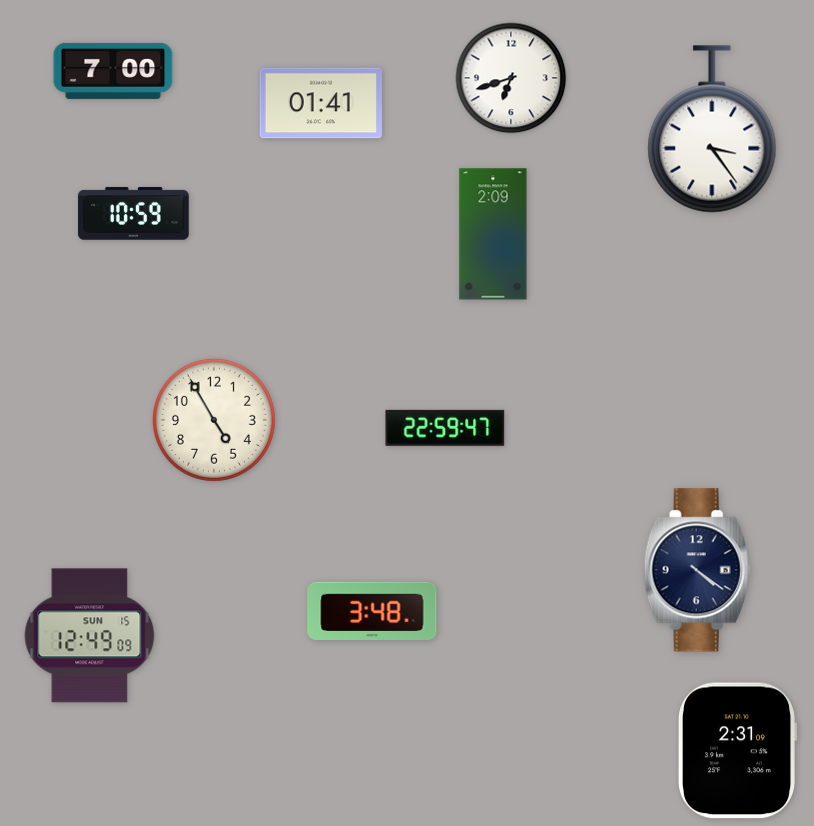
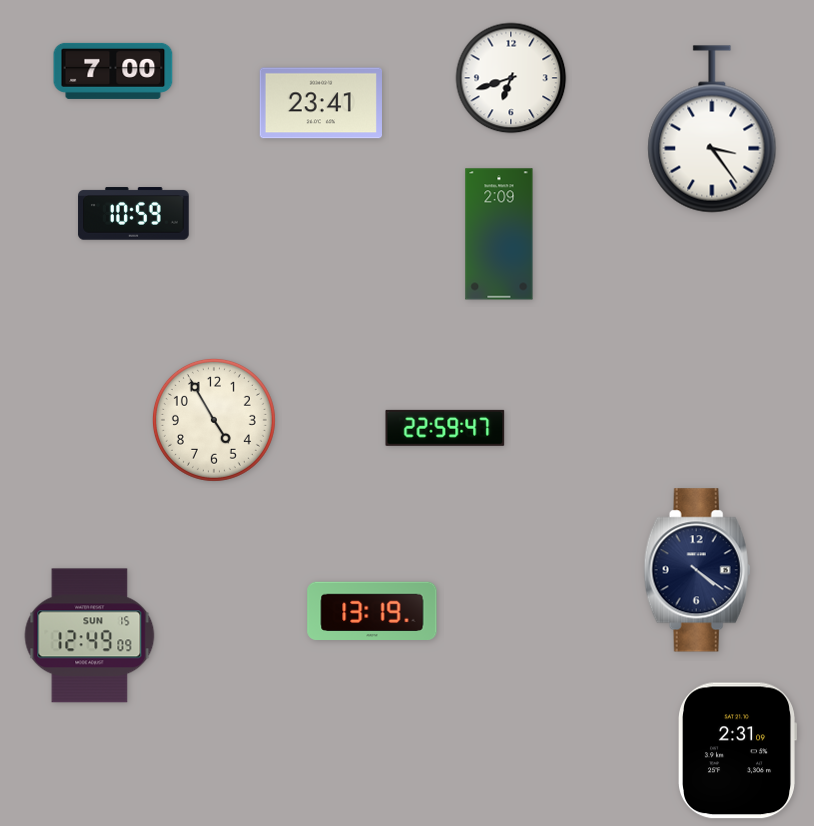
clock at (320, 103): 01:41 -> 23:41
clock at (493, 234) position: (493, 234) -> (499, 234)
clock at (372, 611): 3:48 -> 13:19
